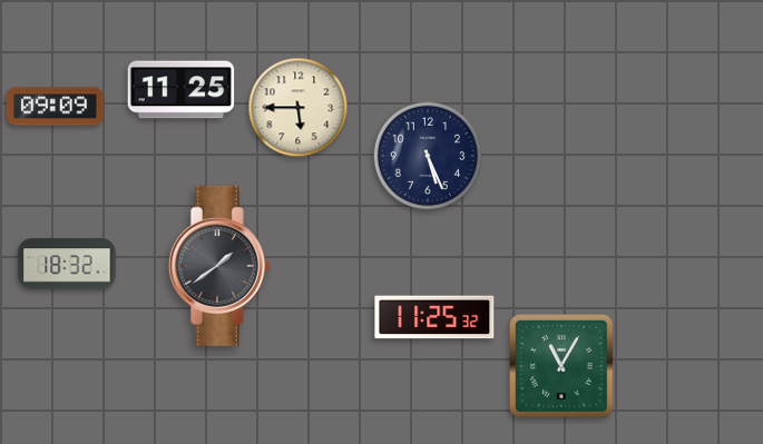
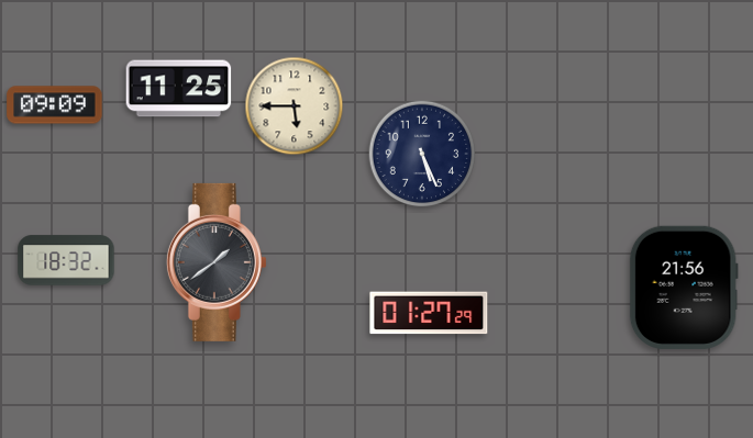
clock at (684, 288): none -> 21:56
clock at (434, 317): 11:25 -> 01:27
clock at (563, 367): 11:05 -> none
